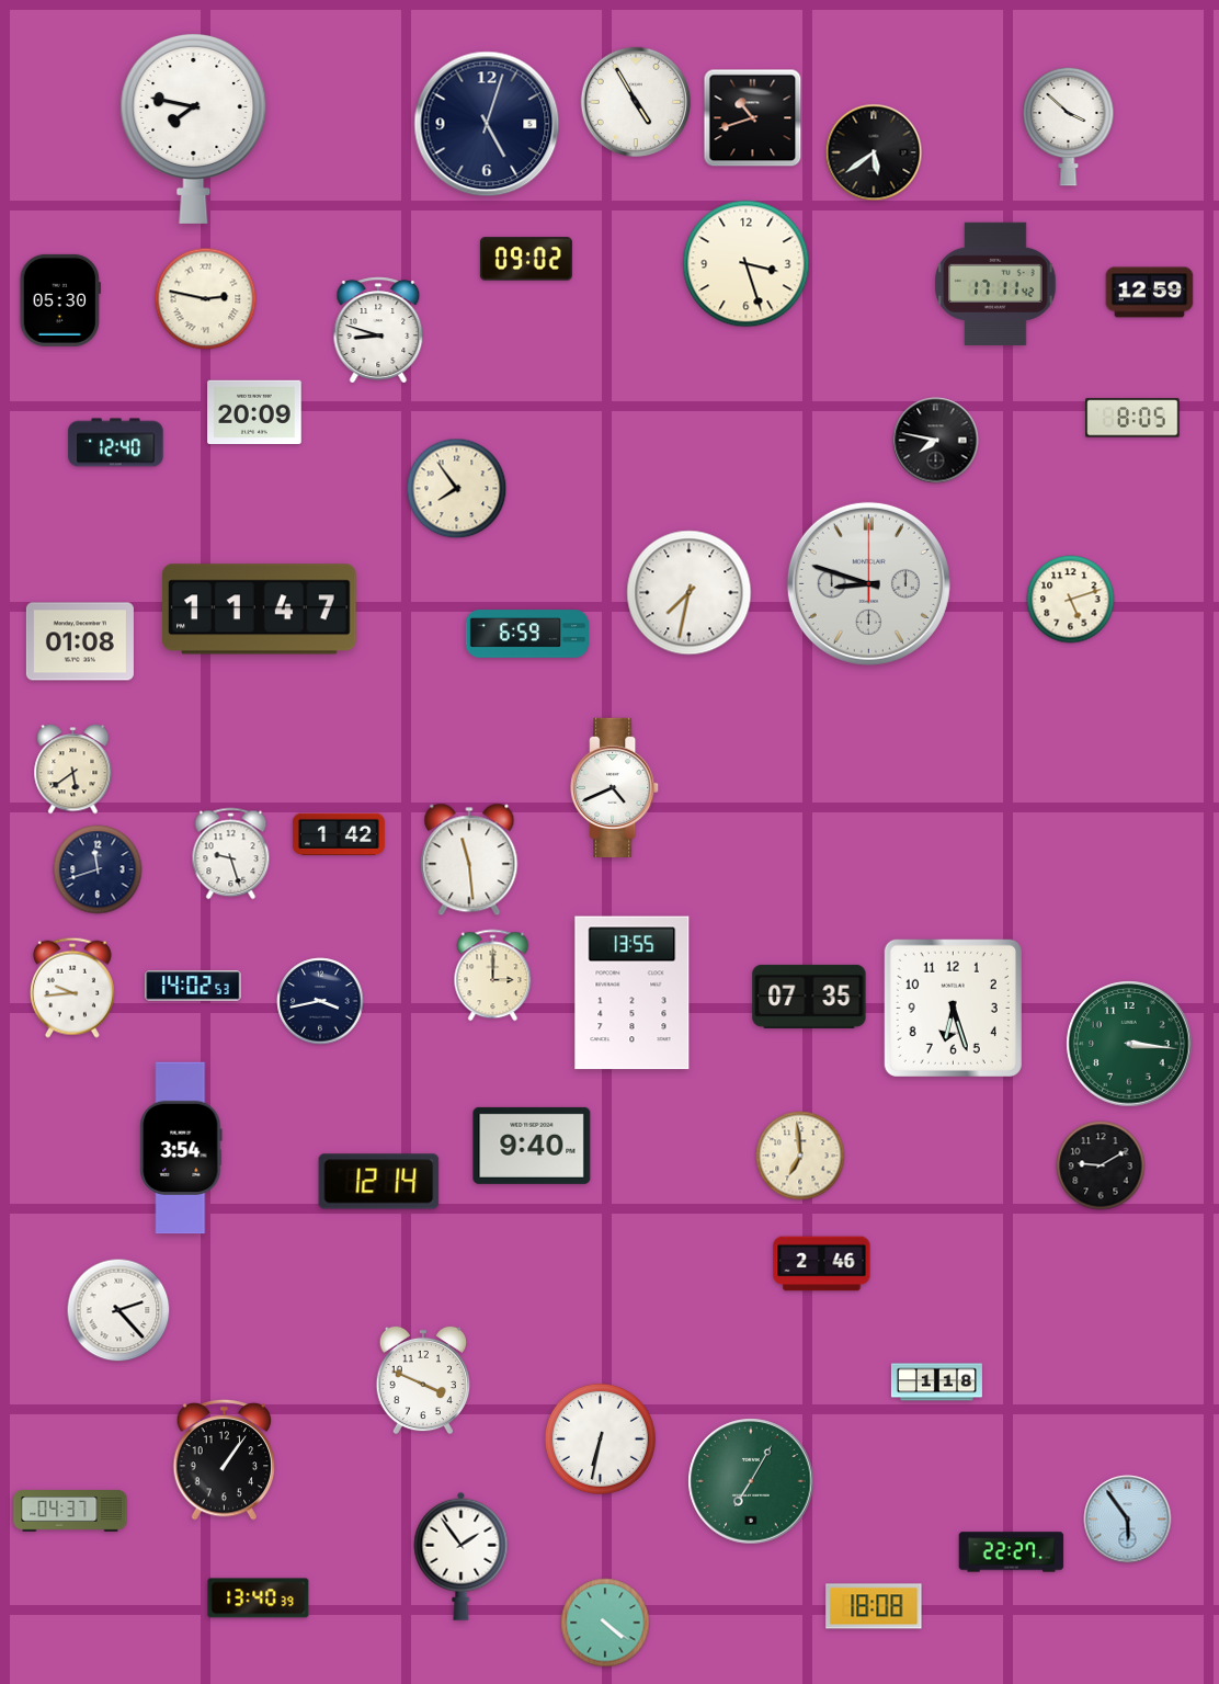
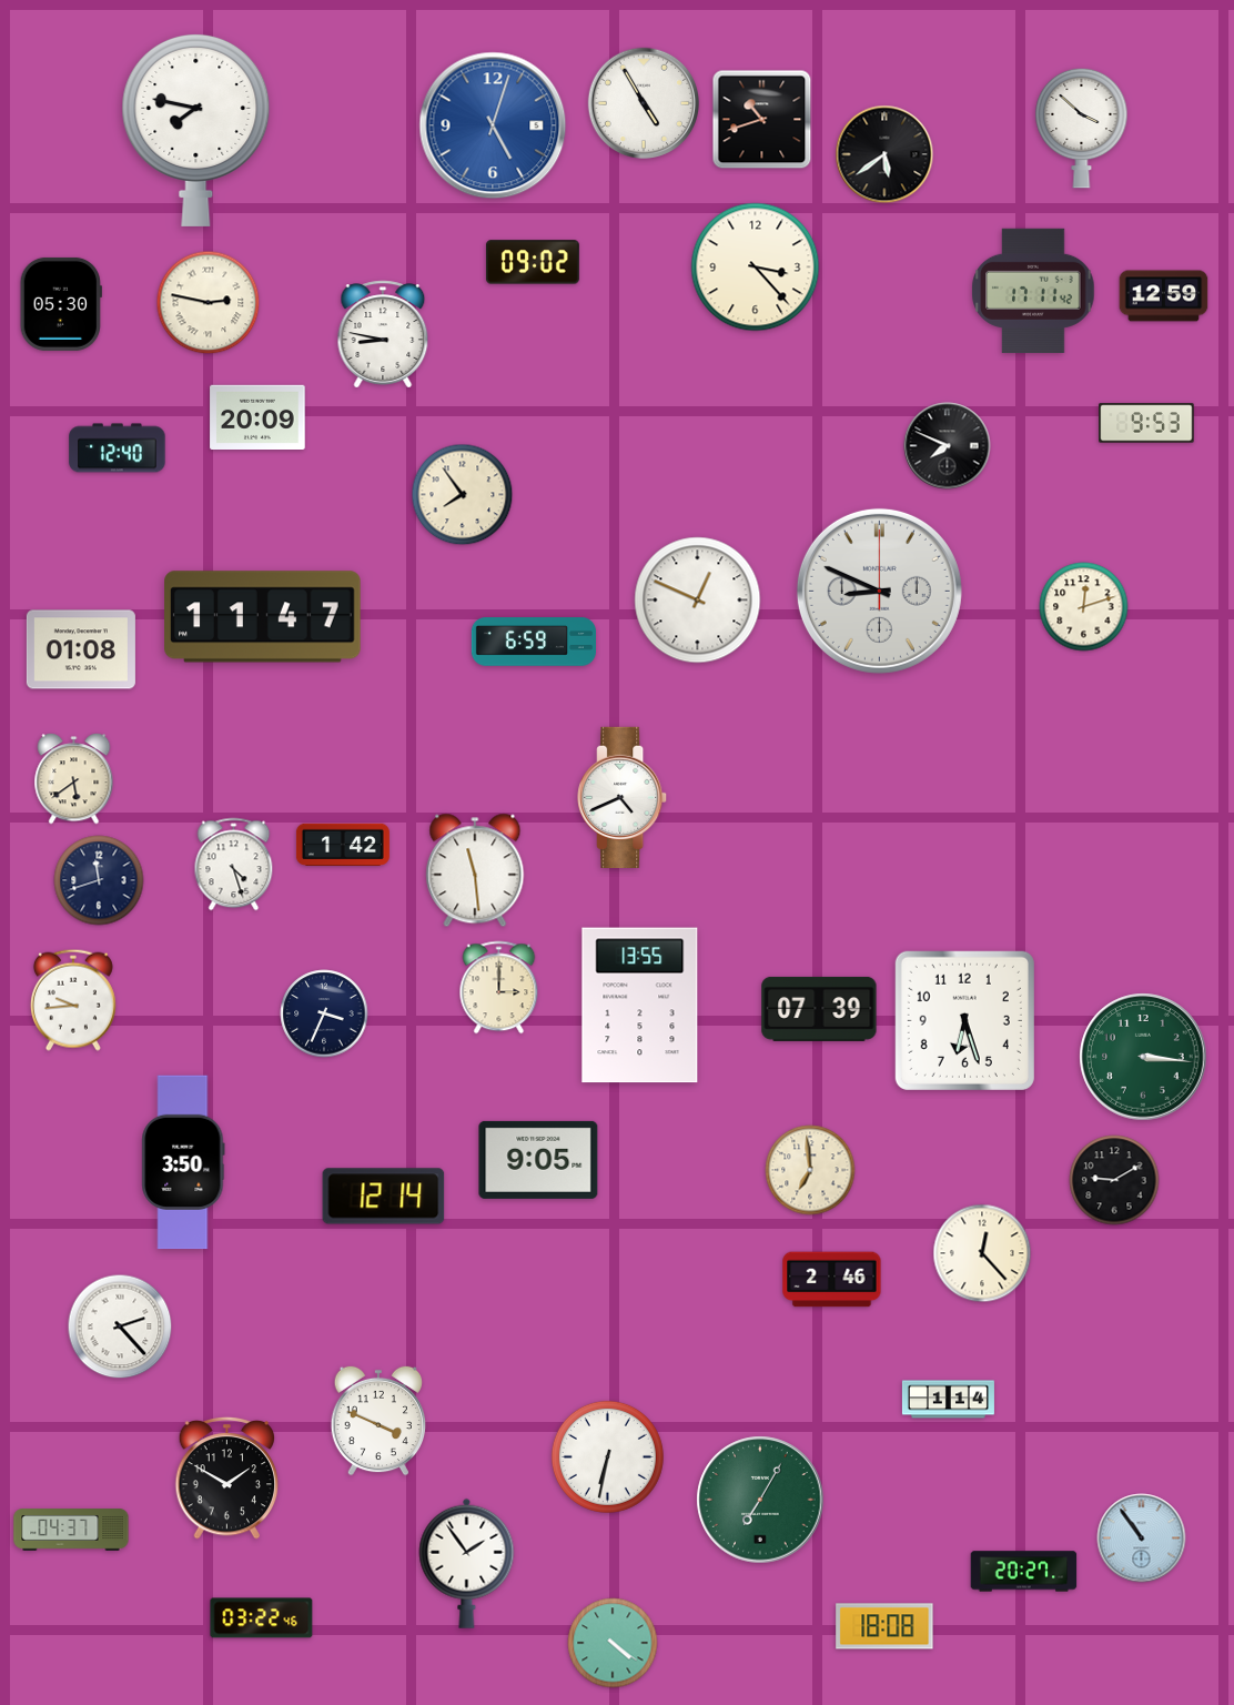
clock at (487, 124) dial: navy -> blue
clock at (747, 264): 3:27 -> 3:23
clock at (995, 284) position: (995, 284) -> (1033, 291)
clock at (378, 330): 8:48 -> 8:47
clock at (1132, 418): 8:05 -> 9:53
clock at (936, 441): 7:47 -> 7:49
clock at (868, 583): 8:48 -> 8:49
clock at (690, 593): 7:32 -> 12:49
clock at (1071, 600): 5:12 -> 12:12
clock at (231, 854): 9:27 -> 4:27
clock at (193, 986): 14:02 -> none
clock at (809, 997): 07:35 -> 07:39
clock at (320, 1001): 3:43 -> 3:34
clock at (532, 1146): 9:40 -> 9:05
clock at (181, 1148): 3:54 -> 3:50
clock at (982, 1253): none -> 12:23
clock at (422, 1380) position: (422, 1380) -> (377, 1421)
clock at (936, 1383): 1:18 -> 1:14
clock at (225, 1459): 1:06 -> 1:50
clock at (1128, 1520): 5:54 -> 10:54
clock at (1012, 1552): 22:27 -> 20:27
clock at (462, 1556) position: (462, 1556) -> (467, 1563)
clock at (259, 1598): 13:40 -> 03:22
